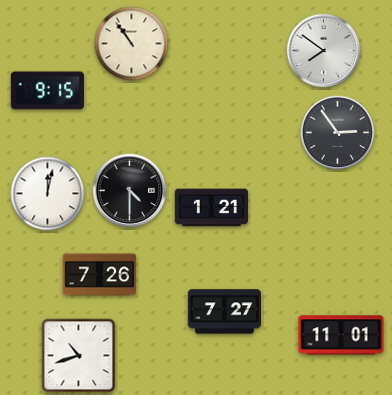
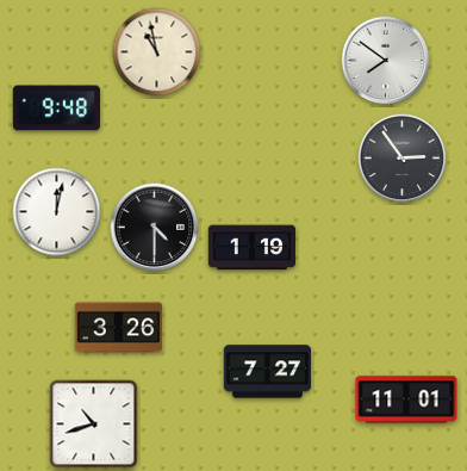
clock at (132, 44): 10:54 -> 10:58
clock at (47, 91): 9:15 -> 9:48
clock at (48, 194) position: (48, 194) -> (57, 212)
clock at (211, 208): 1:21 -> 1:19
clock at (100, 275): 7:26 -> 3:26
